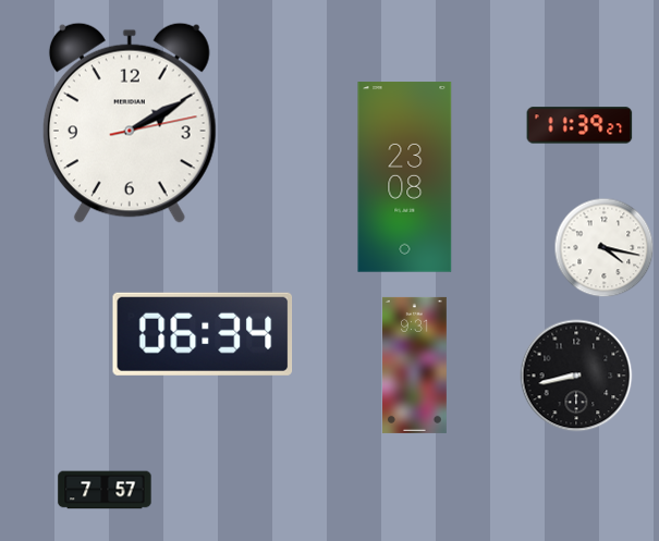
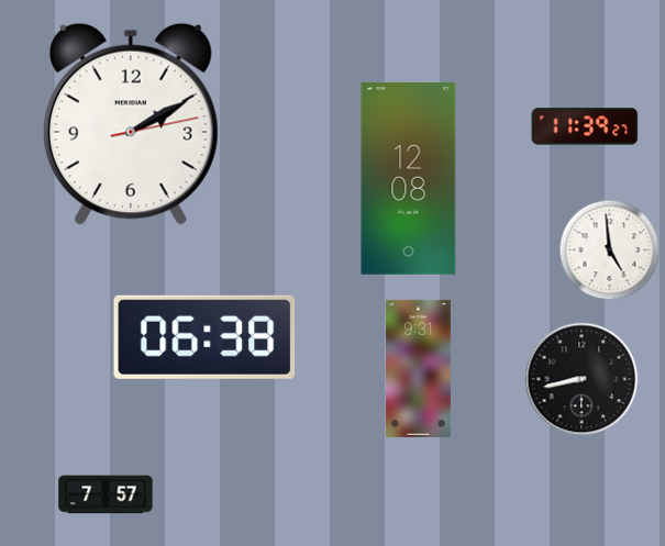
clock at (405, 177): 23:08 -> 12:08
clock at (605, 248): 4:17 -> 4:59
clock at (203, 334): 06:34 -> 06:38
